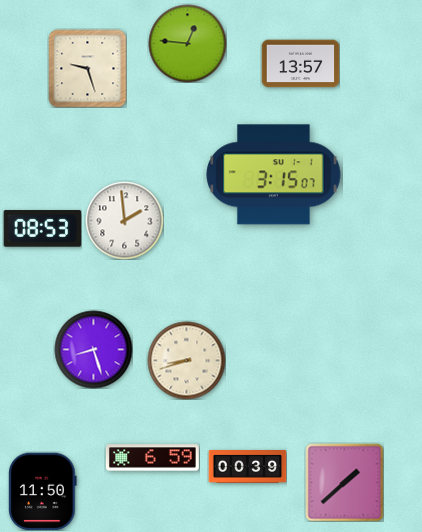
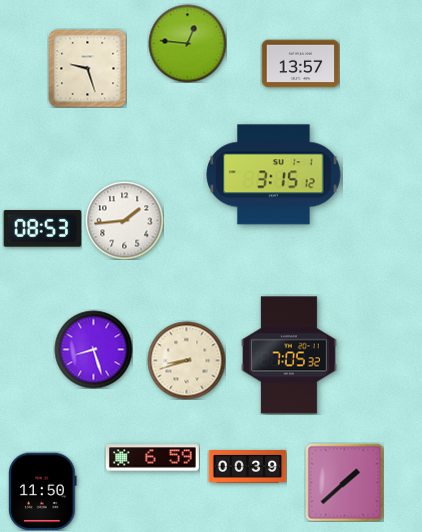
clock at (274, 175): 3:15:07 -> 3:15:12
clock at (124, 220): 1:59 -> 1:44
clock at (290, 355): none -> 7:05
